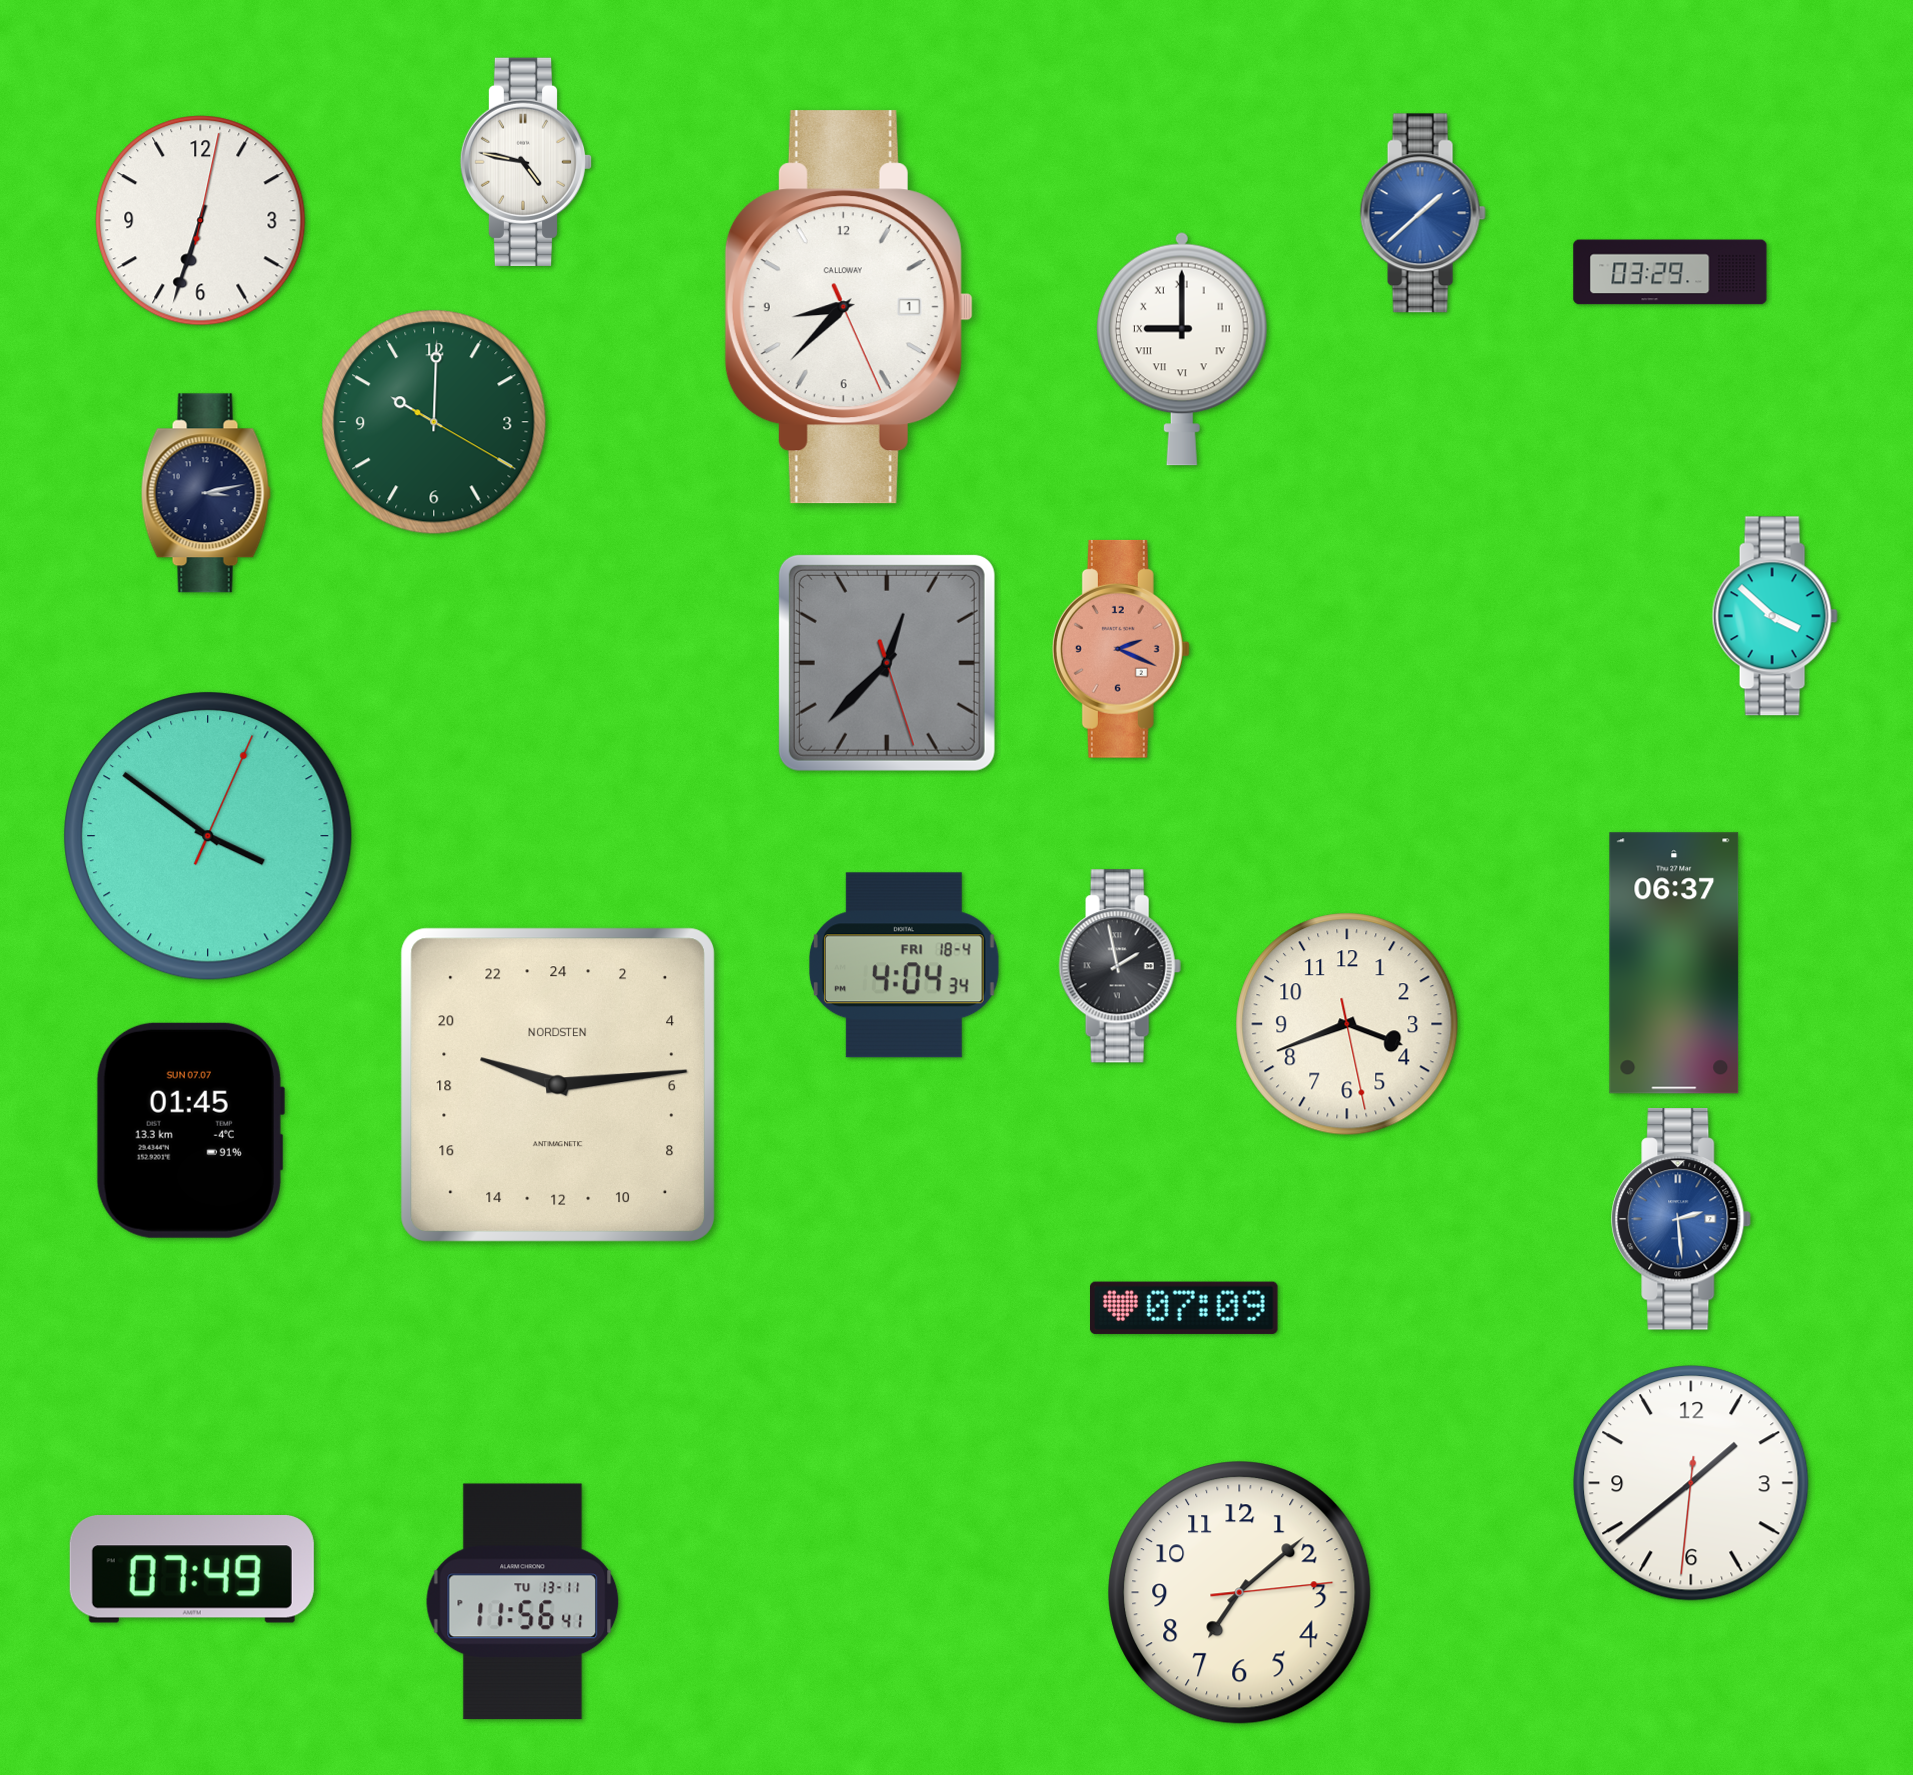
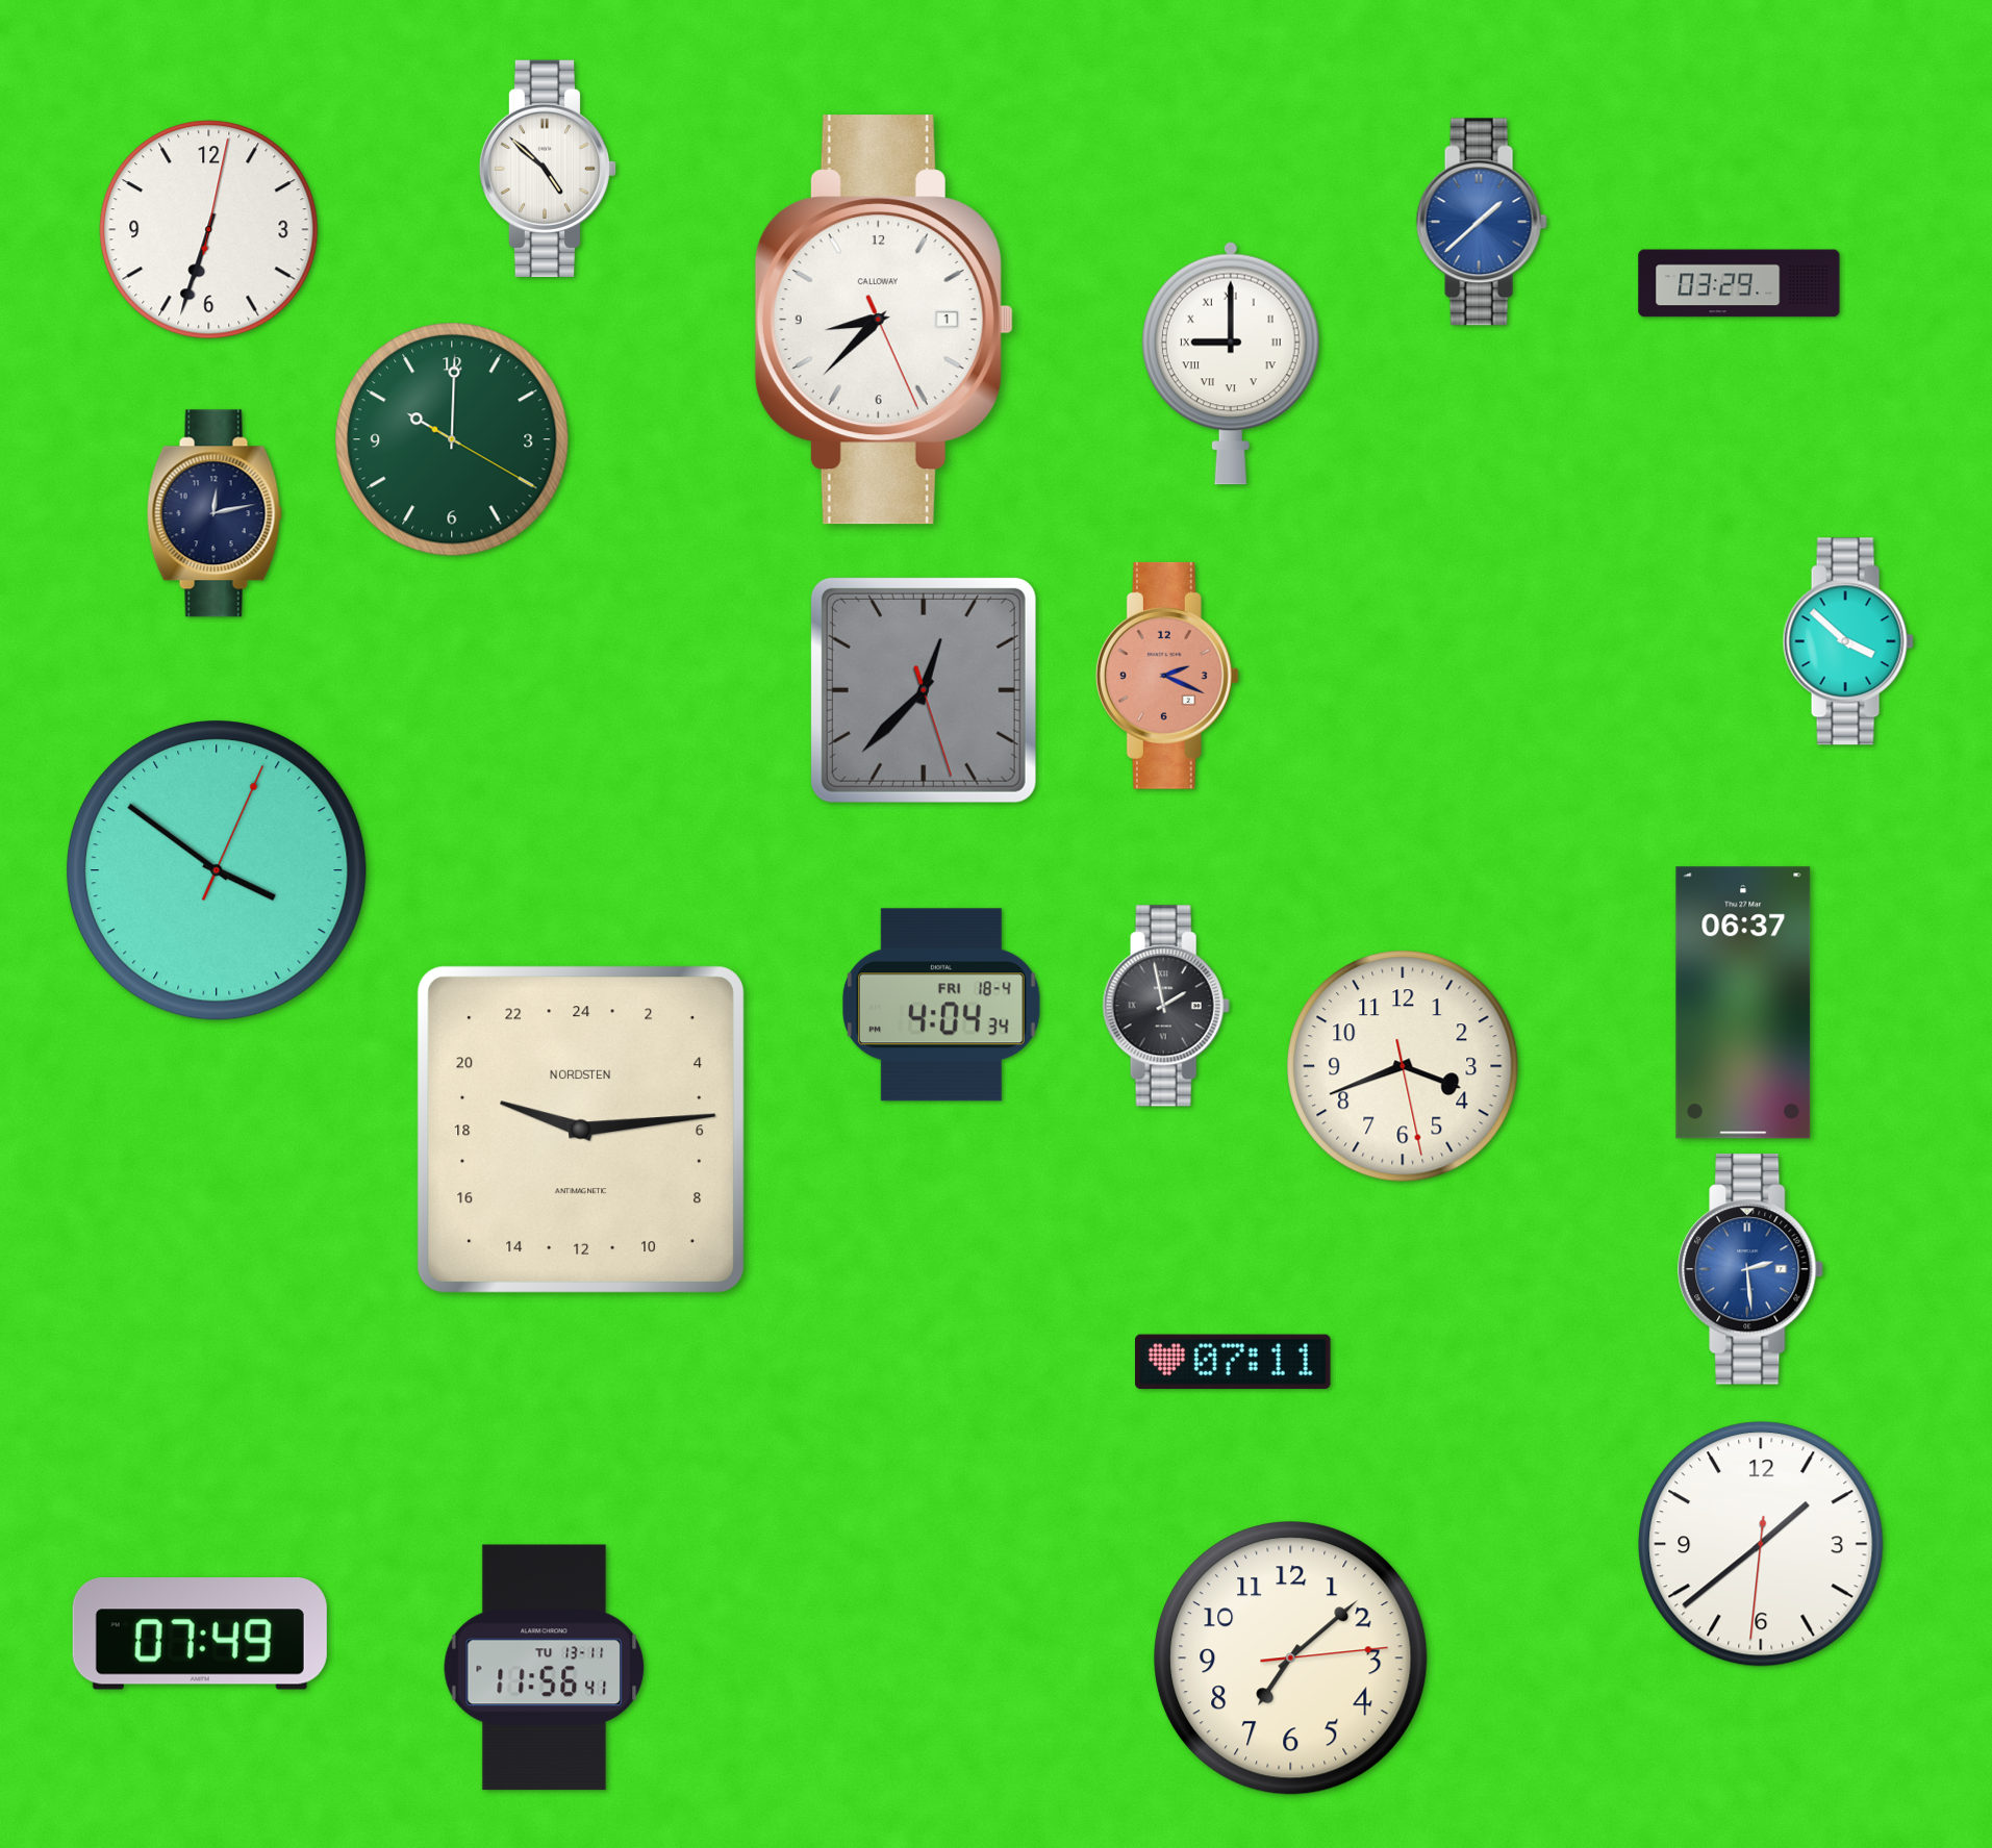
clock at (526, 162): 4:47 -> 4:52
clock at (206, 493): 3:13 -> 12:13
clock at (190, 1130): 01:45 -> none
clock at (1185, 1308): 07:09 -> 07:11
